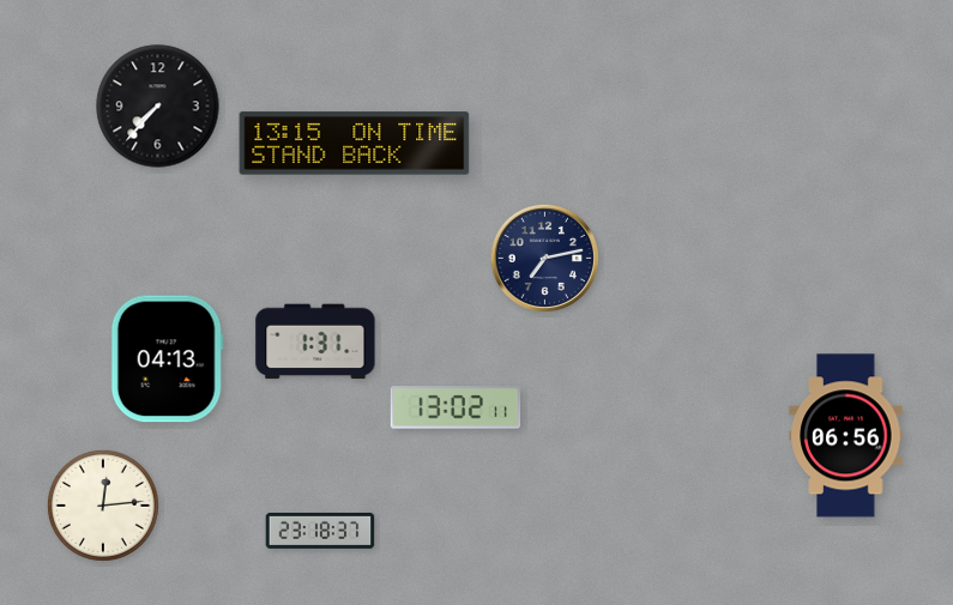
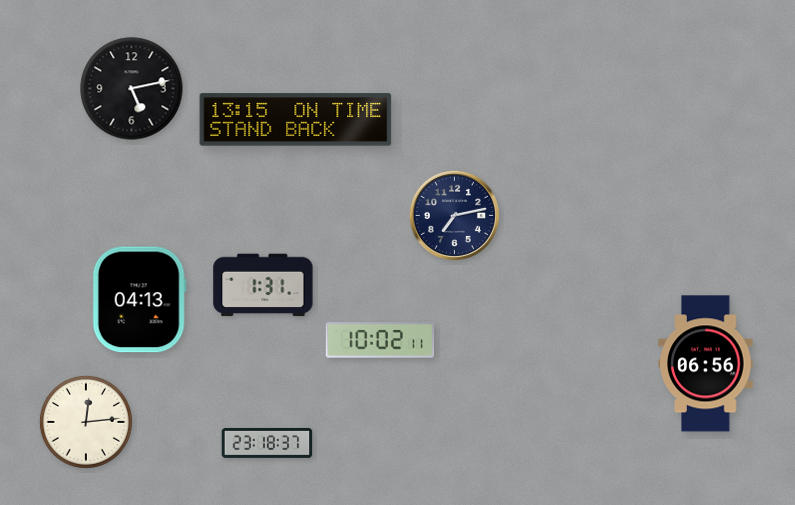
clock at (158, 107): 7:37 -> 5:13
clock at (456, 407): 13:02 -> 10:02
